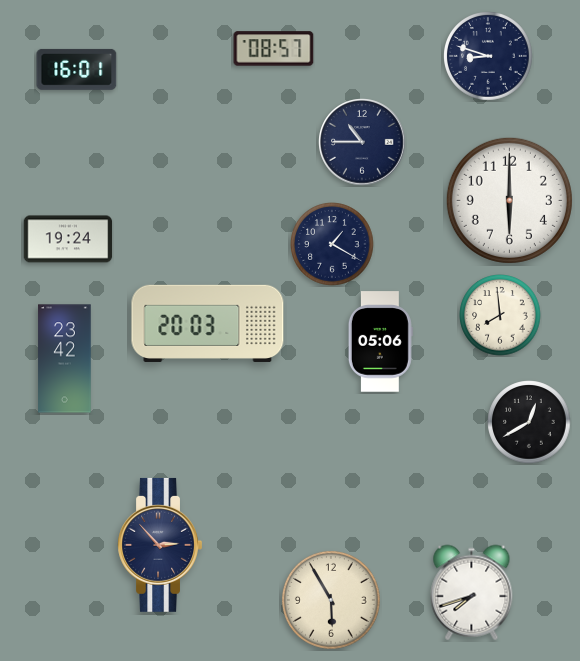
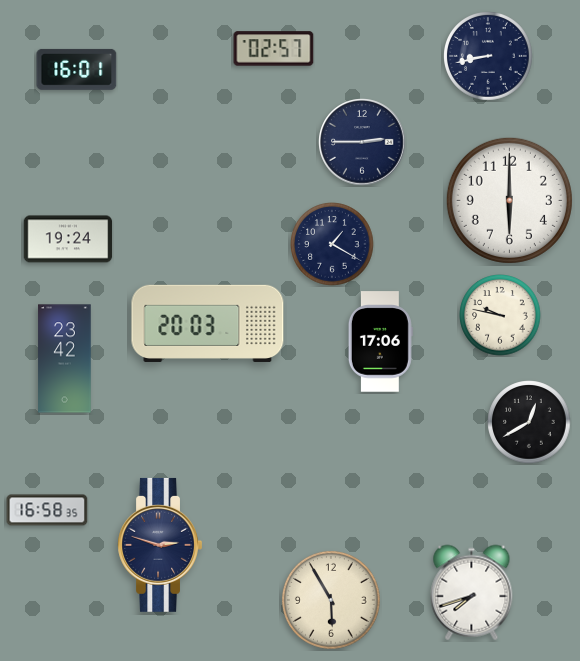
clock at (274, 49): 08:57 -> 02:57
clock at (489, 57): 8:48 -> 8:43
clock at (362, 142): 10:45 -> 2:45
clock at (500, 315): 7:59 -> 9:47
clock at (380, 342): 05:06 -> 17:06
clock at (47, 510): none -> 16:58
clock at (159, 545): 2:53 -> 2:48
